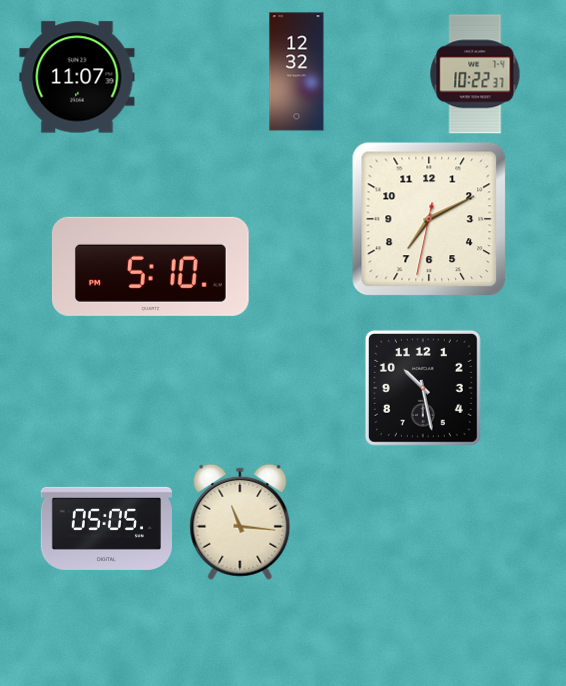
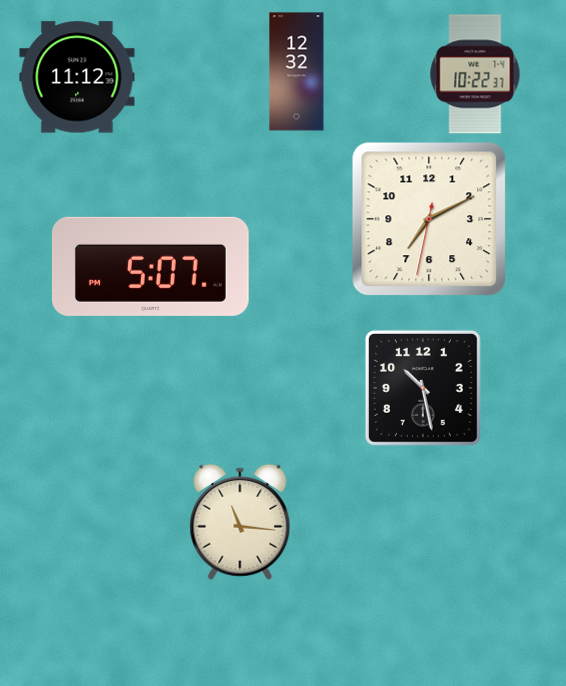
clock at (77, 77): 11:07 -> 11:12
clock at (150, 266): 5:10 -> 5:07
clock at (106, 528): 05:05 -> none
